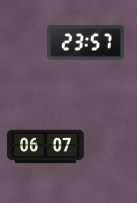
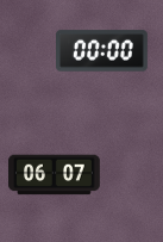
clock at (86, 43): 23:57 -> 00:00
